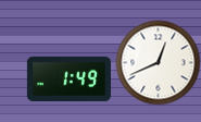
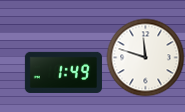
clock at (158, 62): 12:41 -> 11:48
